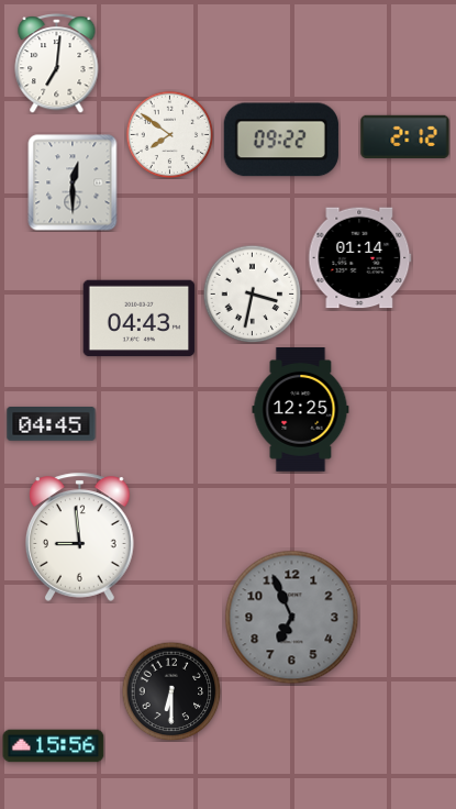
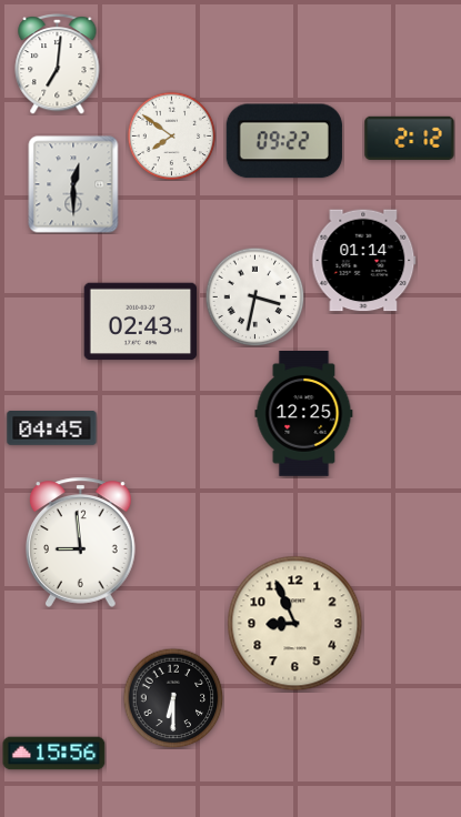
clock at (140, 319): 04:43 -> 02:43
clock at (292, 618): 6:56 -> 8:56
clock at (292, 618) dial: grey -> cream
